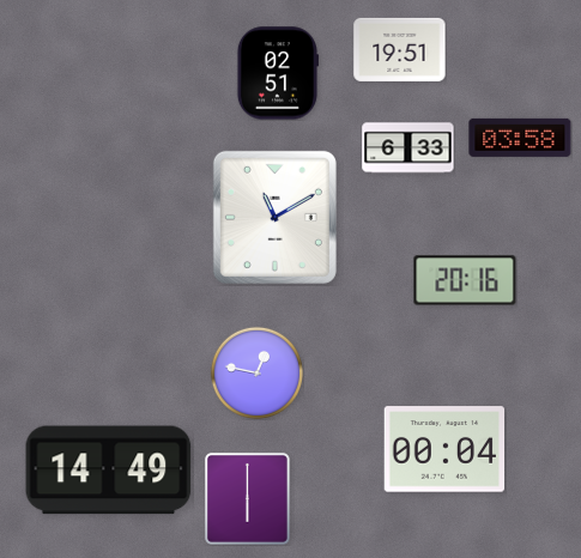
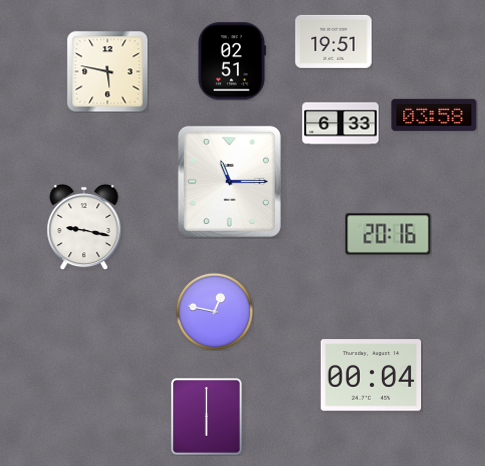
clock at (108, 72): none -> 5:47
clock at (274, 217): 11:10 -> 11:15
clock at (84, 227): none -> 9:17
clock at (109, 471): 14:49 -> none
